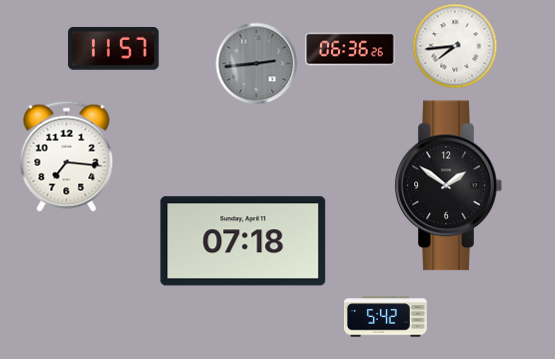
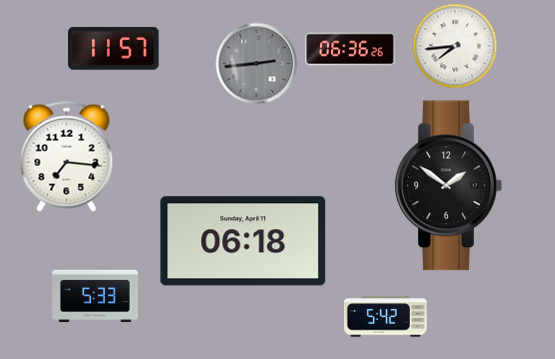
clock at (243, 241): 07:18 -> 06:18
clock at (95, 296): none -> 5:33
